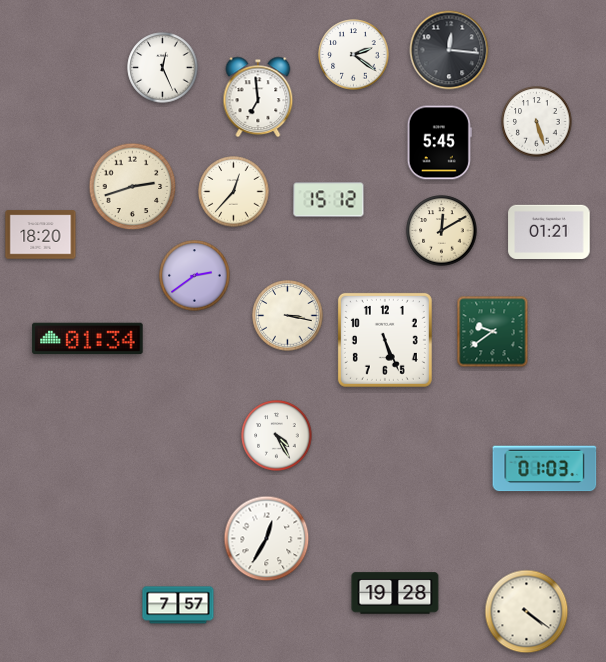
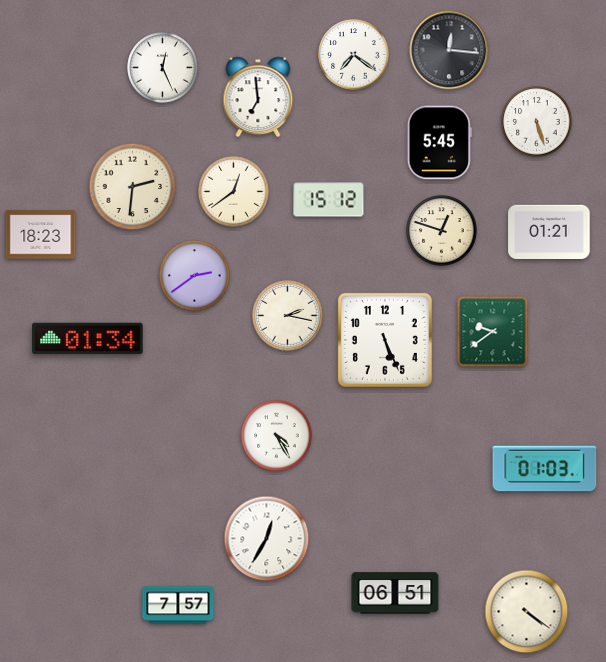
clock at (354, 55): 2:21 -> 7:21
clock at (133, 187): 2:42 -> 2:31
clock at (234, 192): 12:37 -> 12:39
clock at (442, 231): 12:10 -> 12:48
clock at (41, 235): 18:20 -> 18:23
clock at (288, 316): 3:17 -> 2:17
clock at (395, 593): 19:28 -> 06:51
